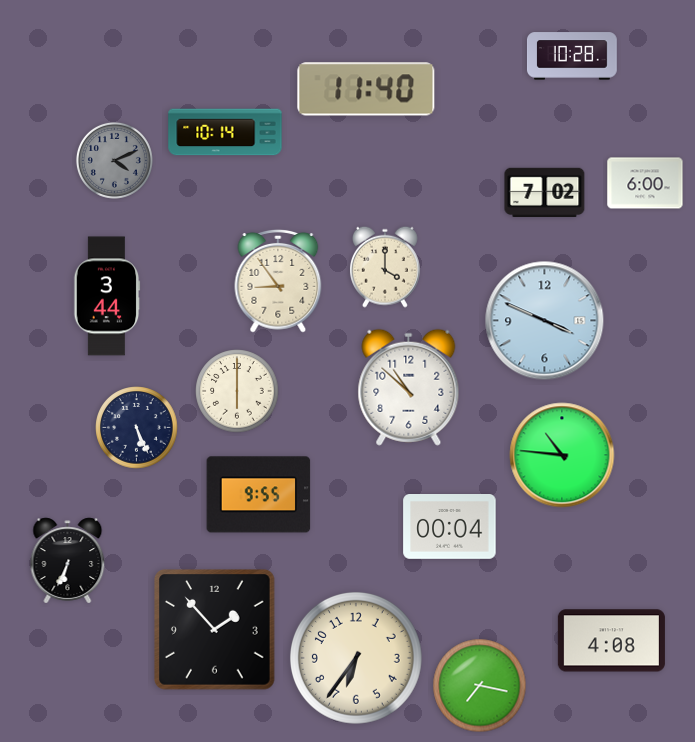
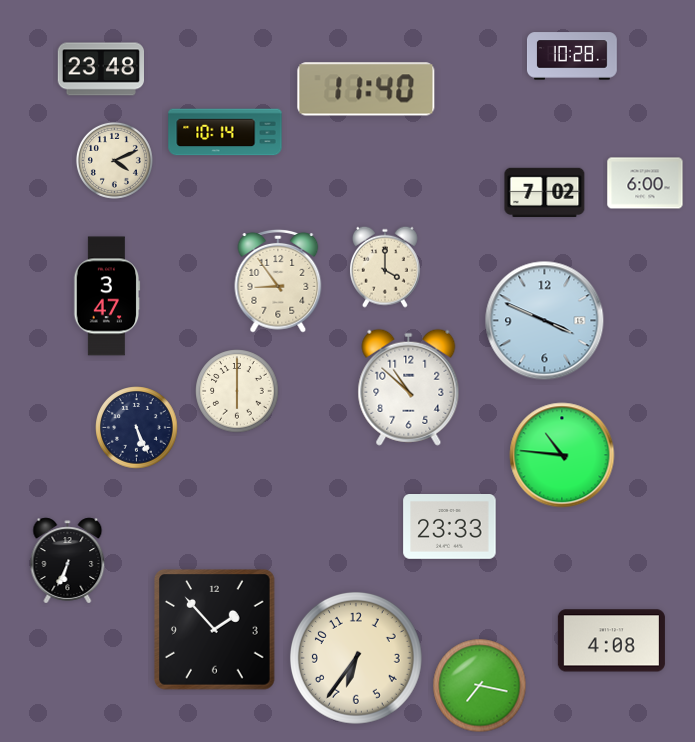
clock at (100, 69): none -> 23:48
clock at (114, 160) dial: grey -> cream
clock at (107, 296): 3:44 -> 3:47
clock at (259, 495): 9:55 -> none
clock at (450, 527): 00:04 -> 23:33
